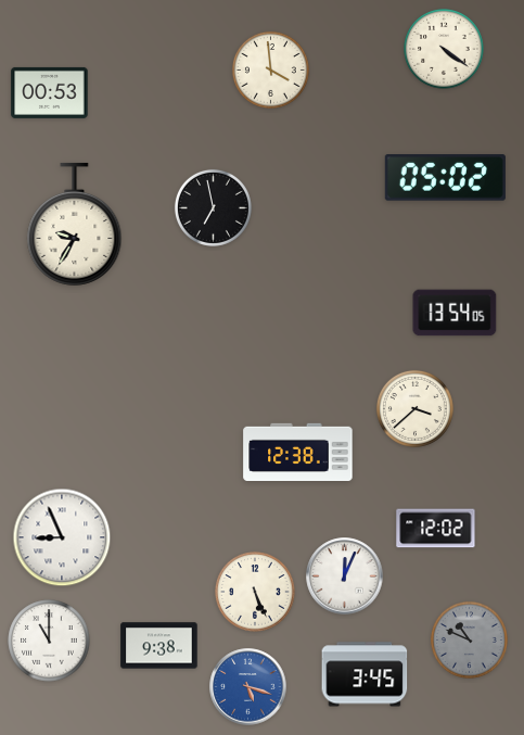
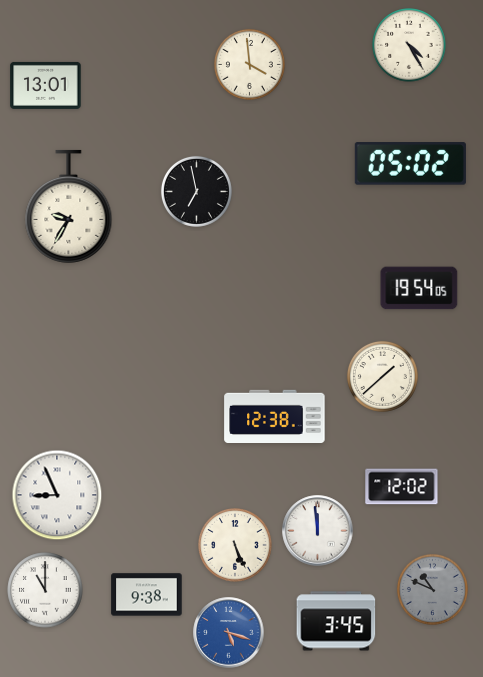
clock at (444, 49): 4:21 -> 4:25
clock at (50, 92): 00:53 -> 13:01
clock at (455, 313): 13:54 -> 19:54
clock at (414, 408): 3:38 -> 1:38
clock at (345, 576): 12:04 -> 11:59
